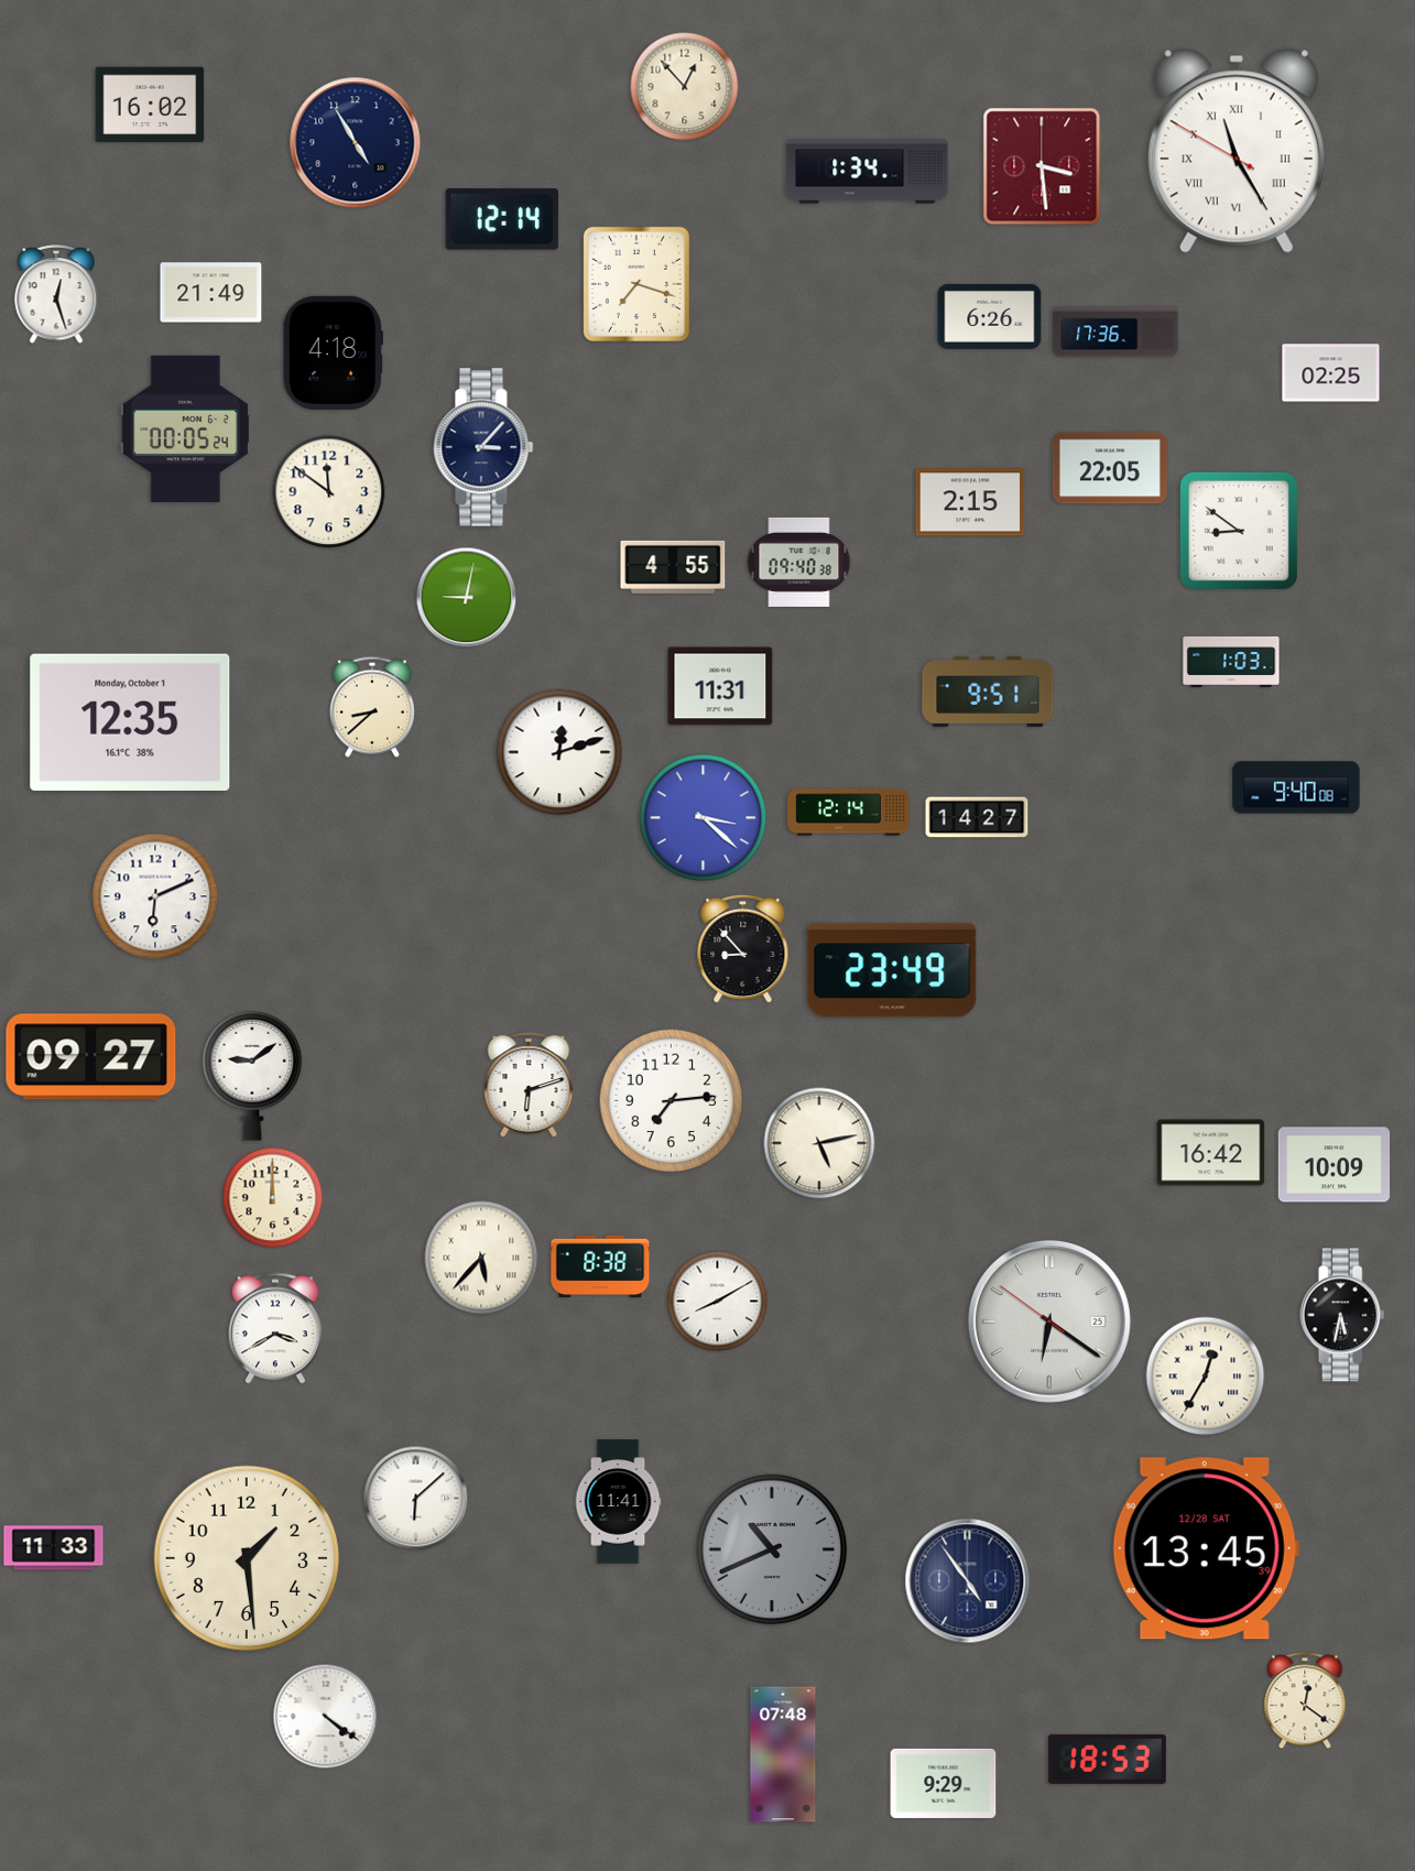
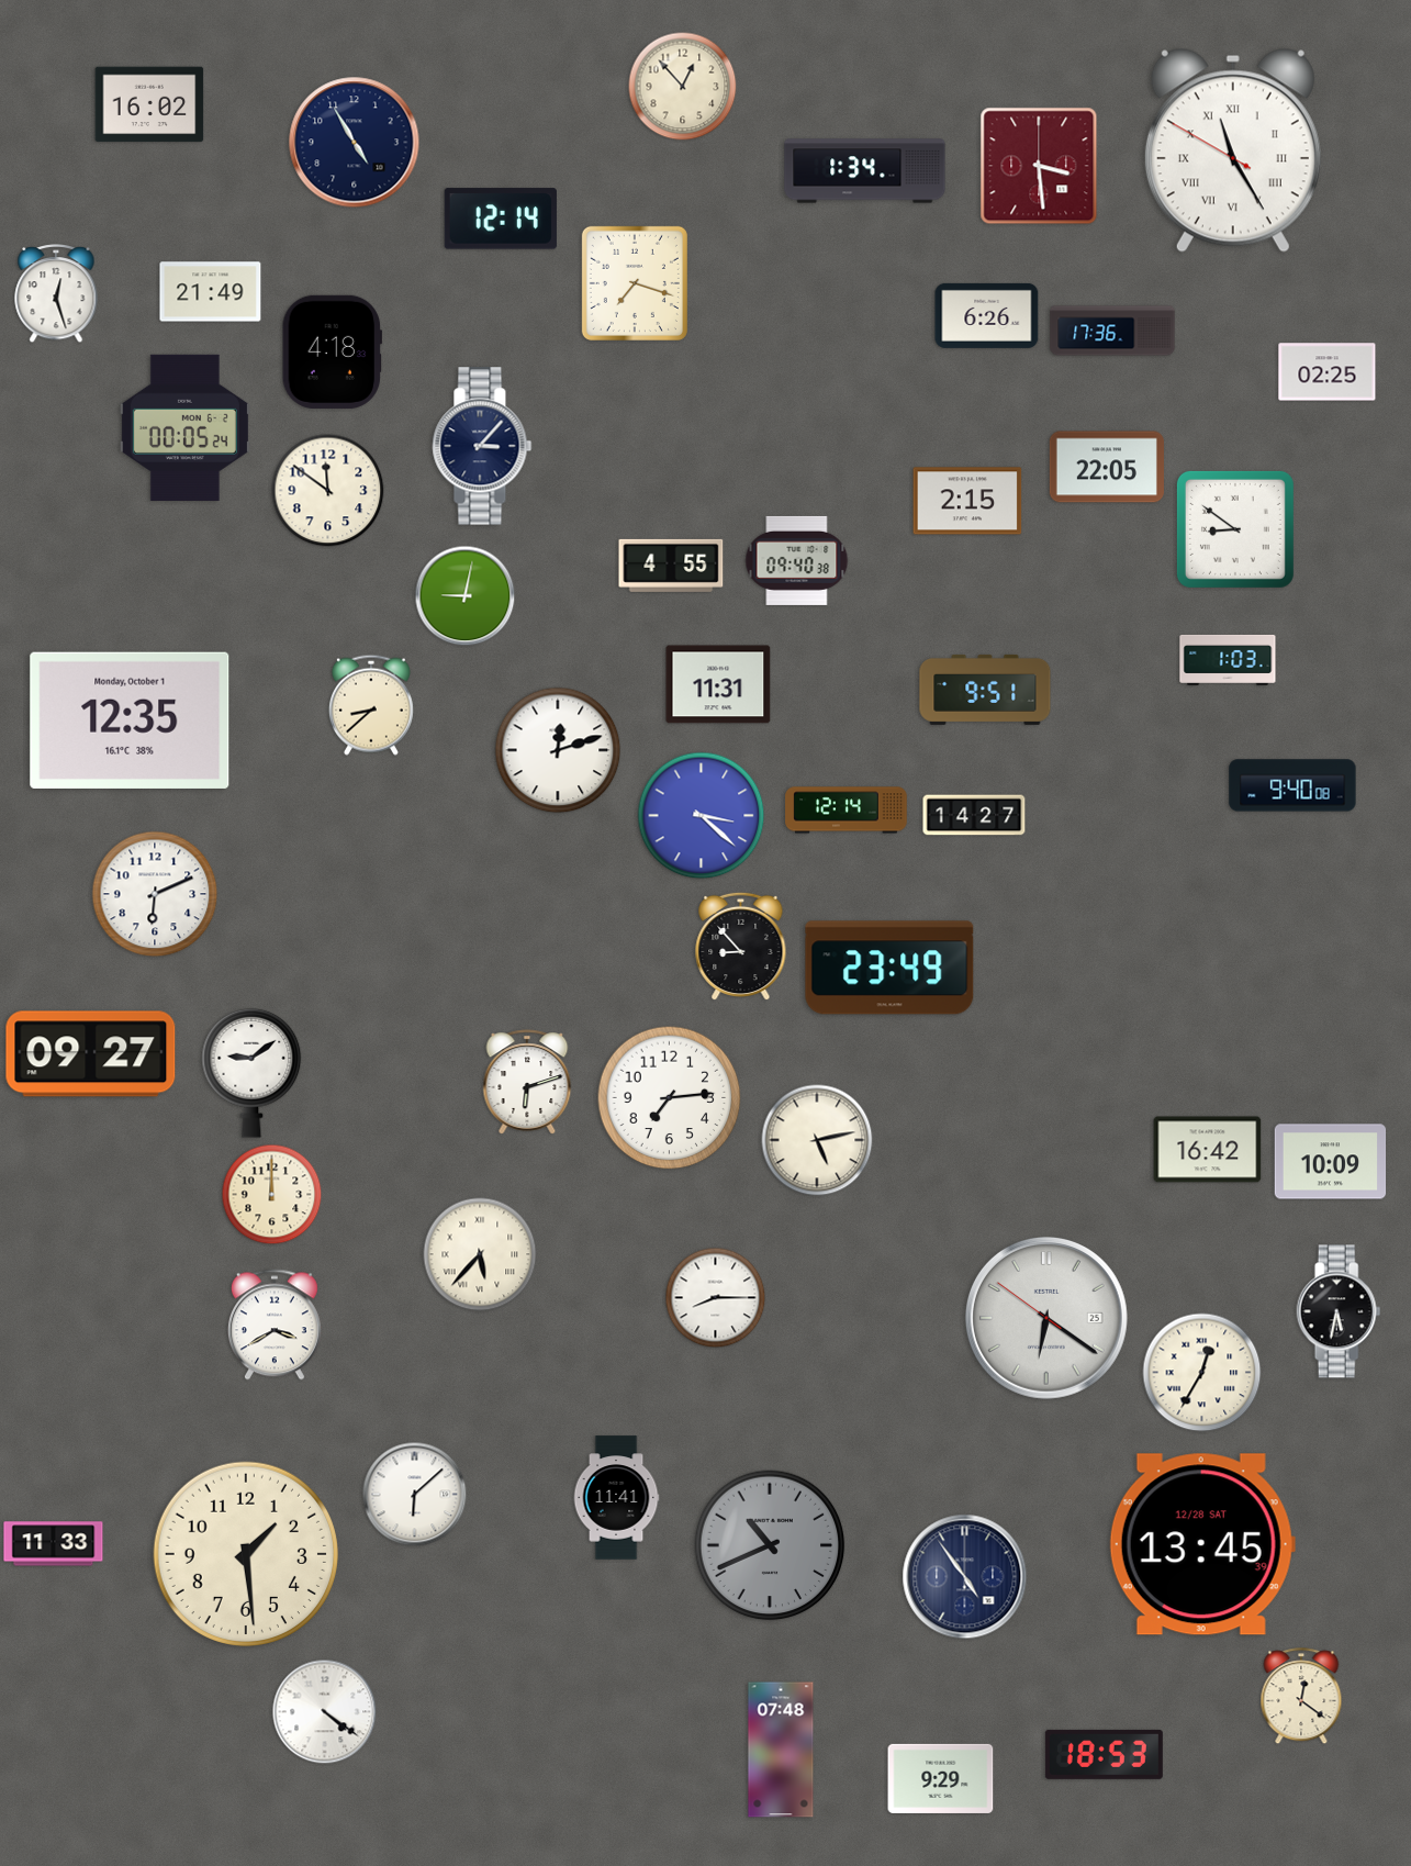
clock at (600, 1266): 8:38 -> none
clock at (718, 1302): 8:10 -> 8:15
